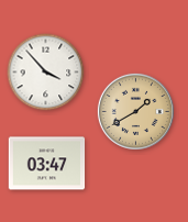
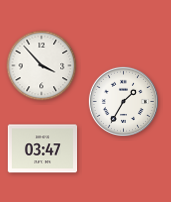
clock at (135, 111): 1:40 -> 1:35
clock at (135, 111) dial: champagne -> white
